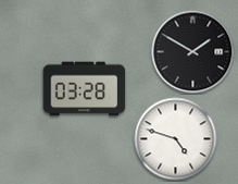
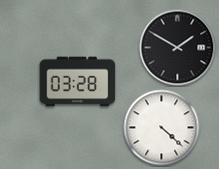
clock at (176, 139): 4:48 -> 4:22
